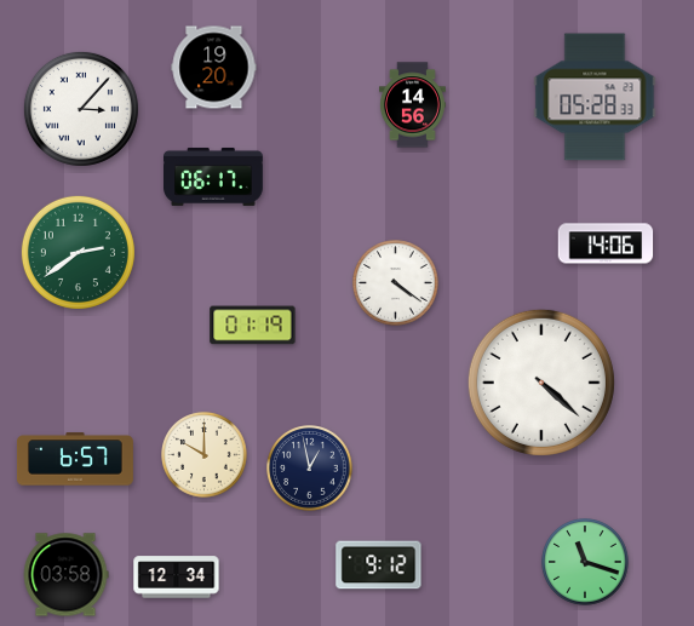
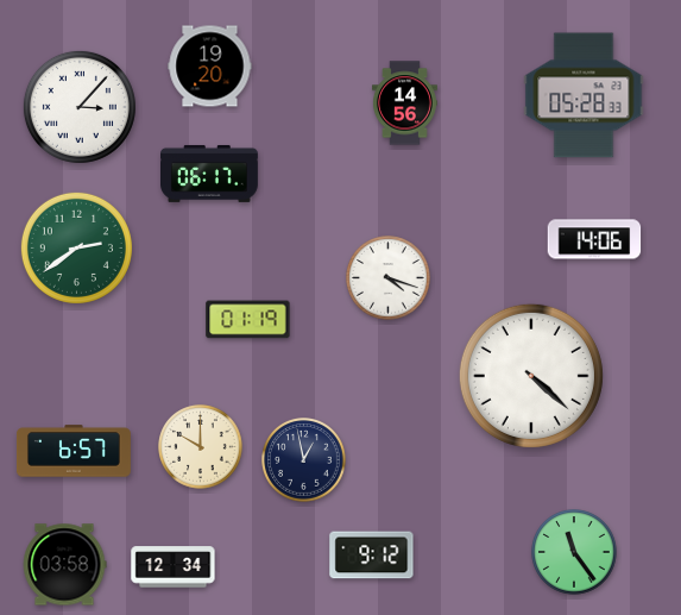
clock at (396, 283): 4:21 -> 4:18
clock at (585, 562): 11:18 -> 11:24
